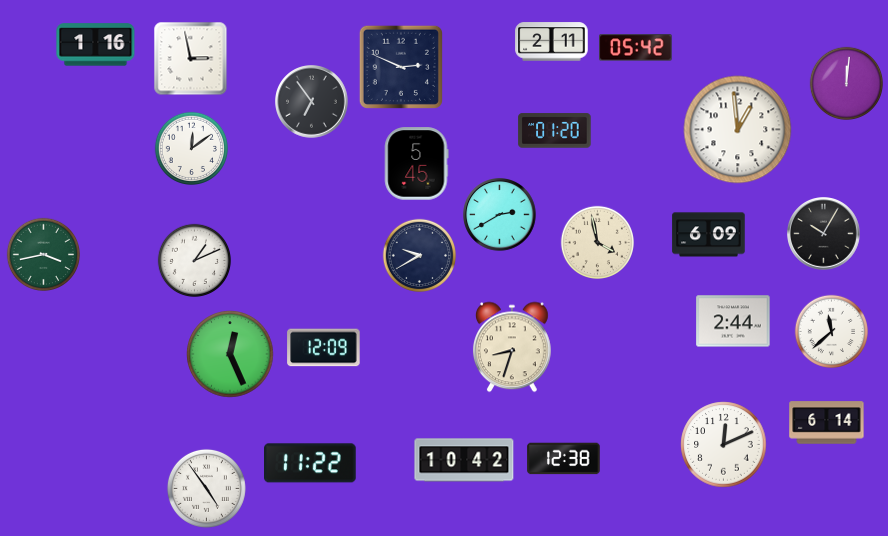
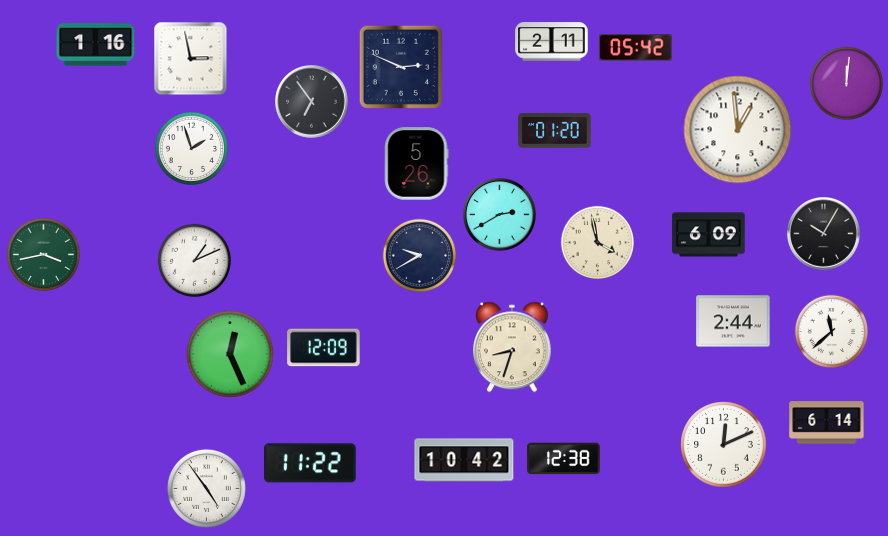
clock at (191, 148): 12:09 -> 1:57
clock at (417, 164): 5:45 -> 5:26
